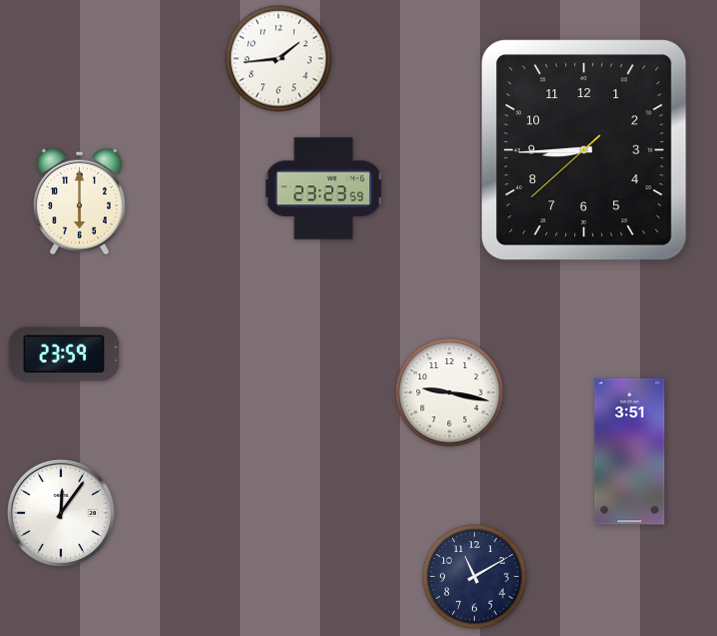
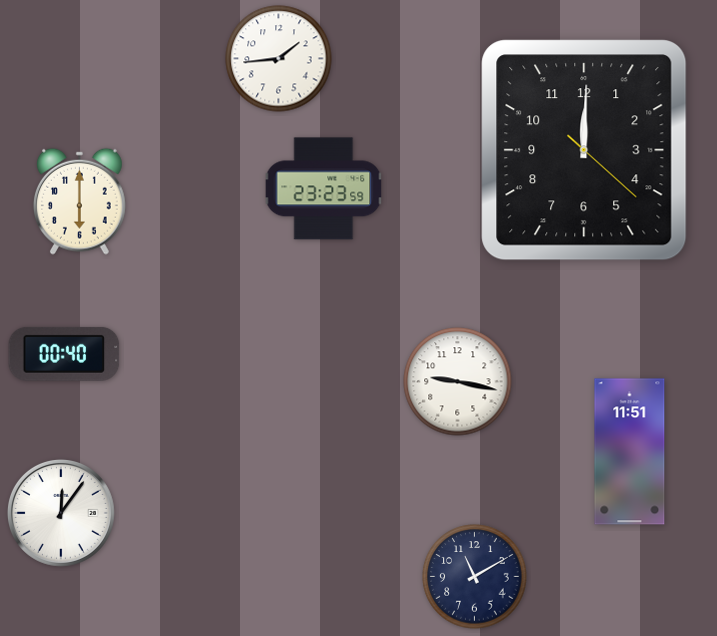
clock at (584, 150): 8:44 -> 12:00
clock at (64, 354): 23:59 -> 00:40
clock at (450, 393) position: (450, 393) -> (458, 382)
clock at (630, 452): 3:51 -> 11:51
